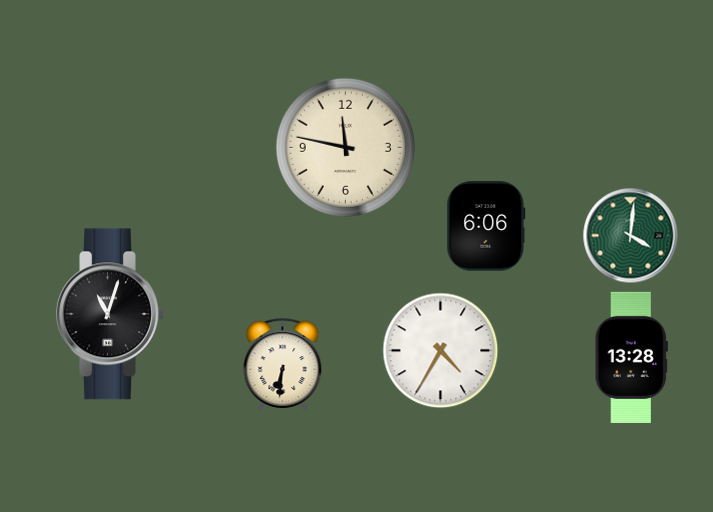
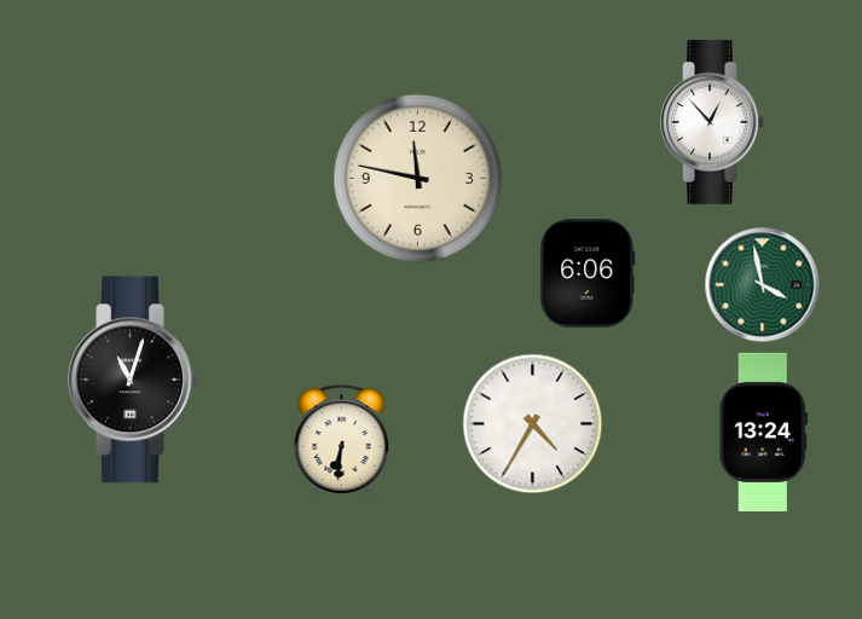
clock at (712, 122): none -> 12:53
clock at (631, 236): 4:01 -> 3:58
clock at (631, 357): 13:28 -> 13:24
